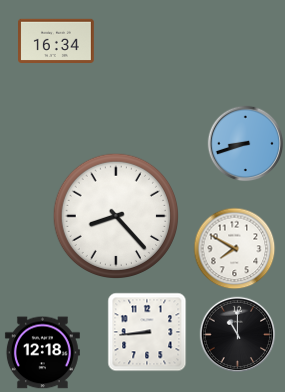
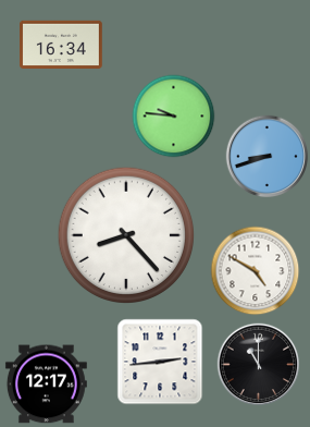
clock at (174, 117): none -> 9:46
clock at (235, 249): 7:50 -> 4:50
clock at (147, 332): 8:44 -> 2:44
clock at (42, 353): 12:18 -> 12:17
